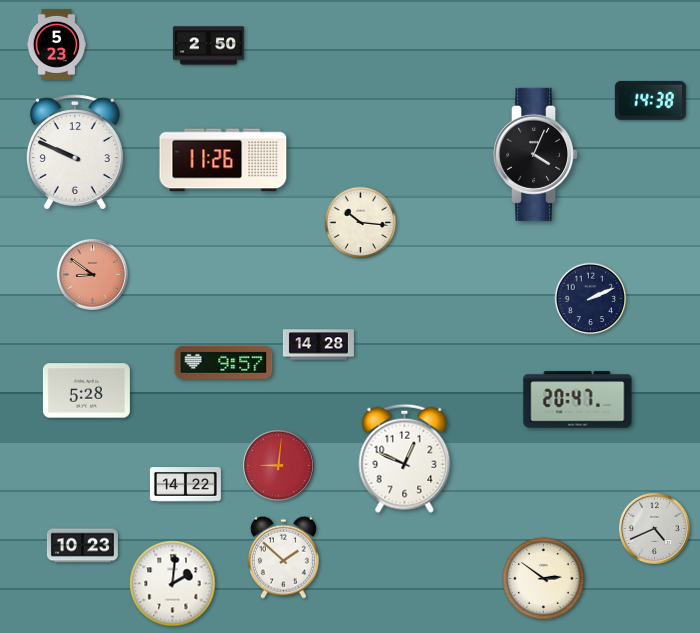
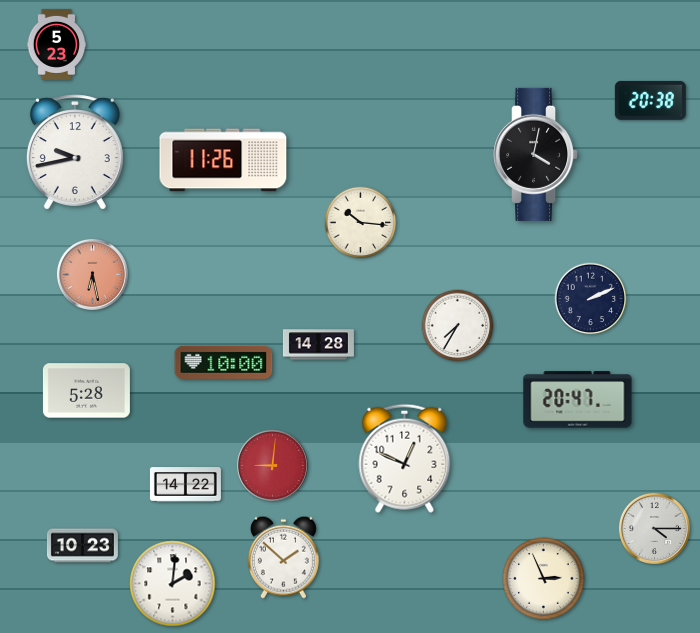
clock at (208, 46): 2:50 -> none
clock at (650, 100): 14:38 -> 20:38
clock at (75, 152): 9:49 -> 9:43
clock at (536, 154): 4:04 -> 4:02
clock at (92, 274): 8:51 -> 6:28
clock at (458, 326): none -> 7:35
clock at (224, 362): 9:57 -> 10:00
clock at (278, 465) position: (278, 465) -> (272, 465)
clock at (654, 528): 4:41 -> 4:15
clock at (544, 579): 2:51 -> 2:56
